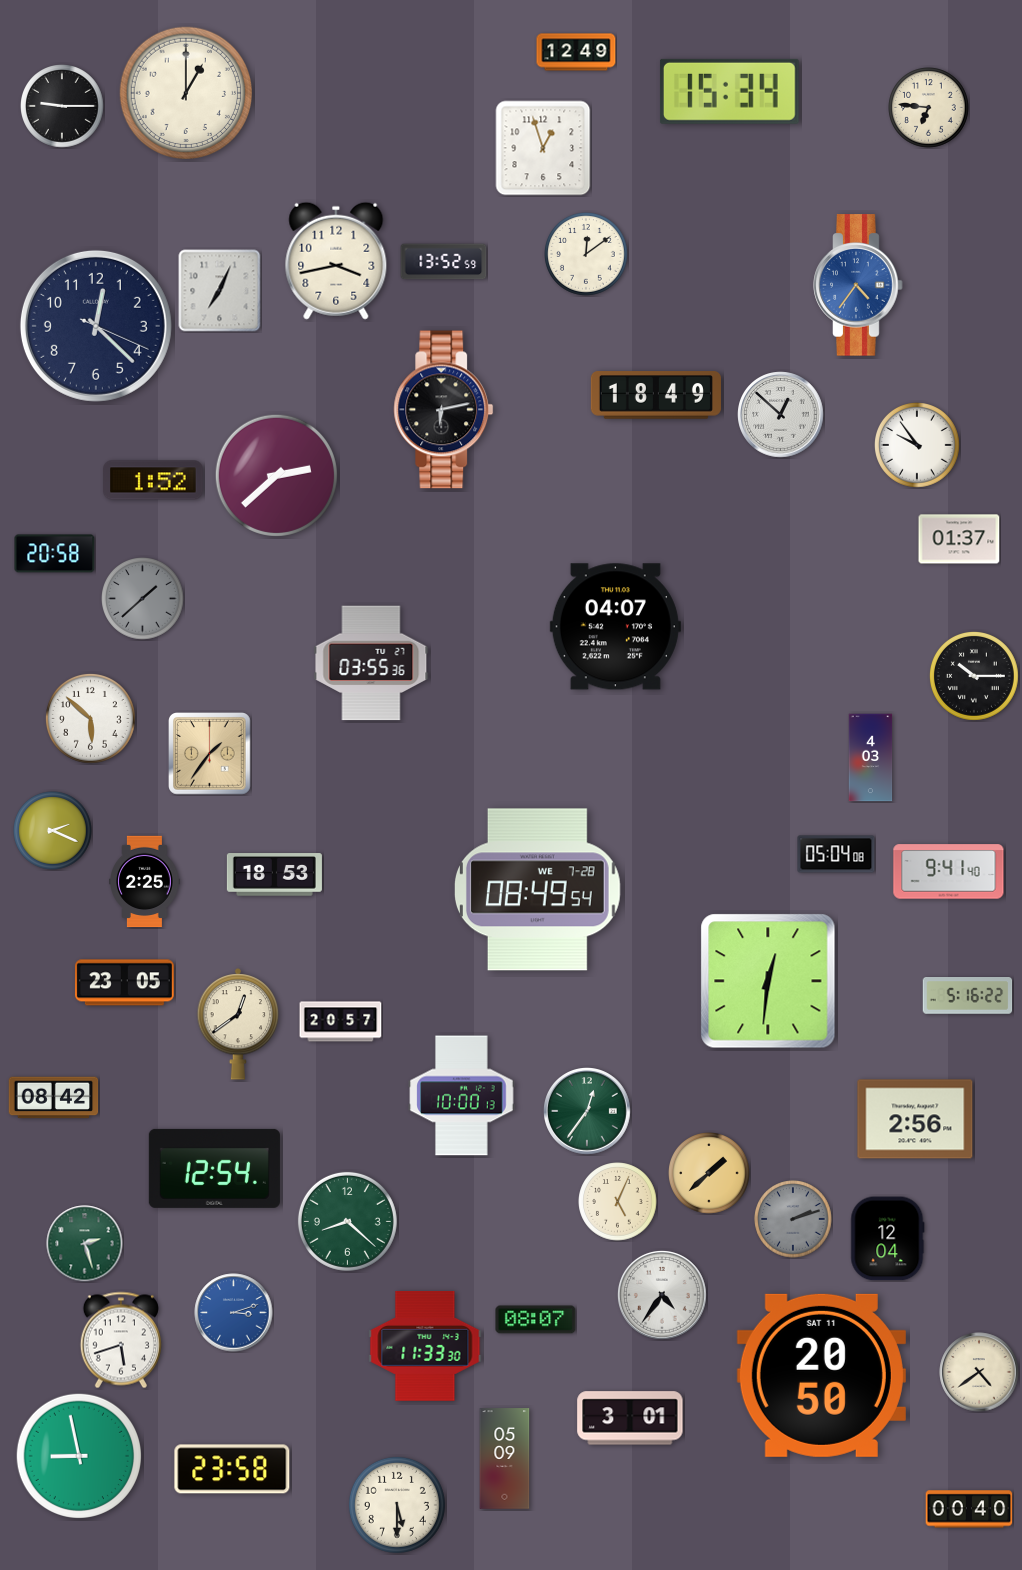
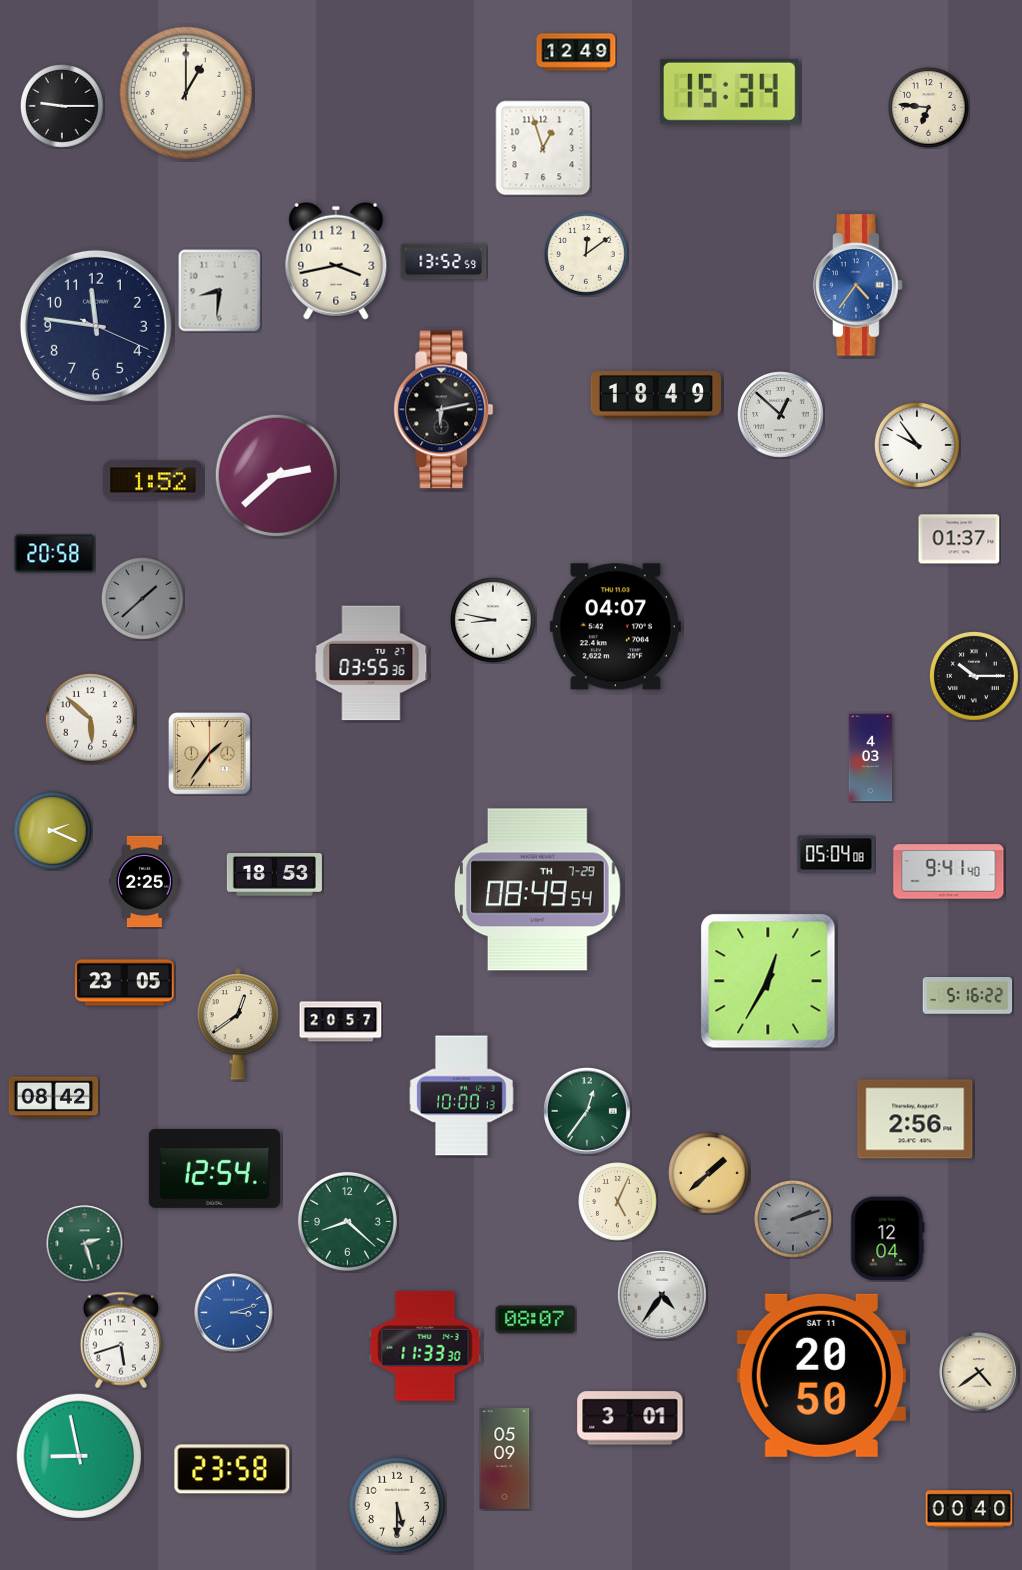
clock at (220, 291): 7:04 -> 8:31
clock at (96, 326): 12:22 -> 11:46
clock at (494, 621): none -> 8:47
clock at (537, 890) date: WE 7-28 -> TH 7-29
clock at (768, 981): 12:31 -> 12:35
